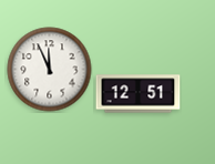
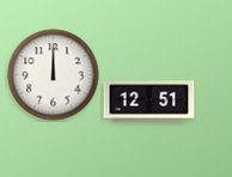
clock at (50, 70): 11:56 -> 12:00
